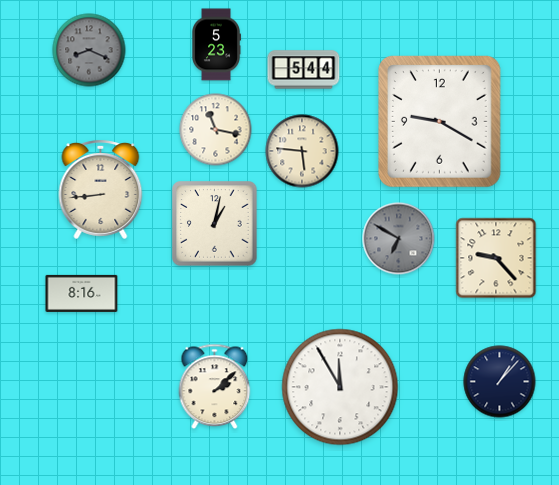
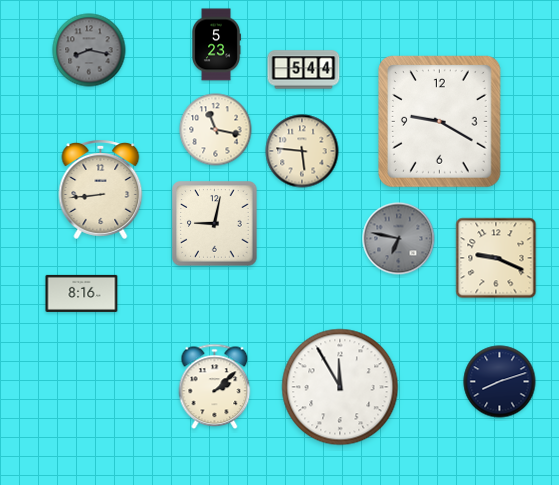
clock at (89, 50): 8:19 -> 8:17
clock at (215, 224): 1:02 -> 9:02
clock at (399, 239): 6:50 -> 6:47
clock at (496, 258): 9:23 -> 9:19
clock at (500, 382): 1:07 -> 8:12
